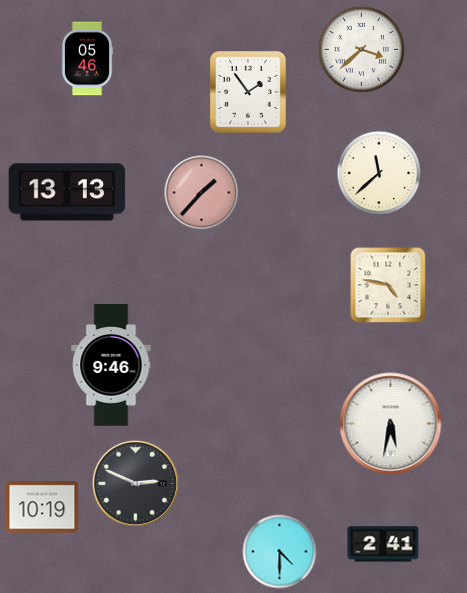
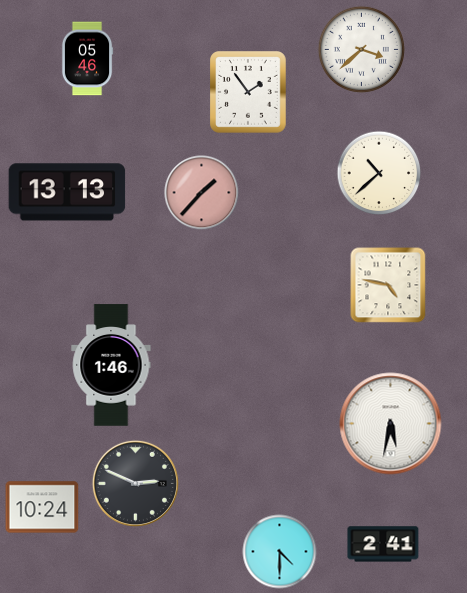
clock at (379, 173): 11:38 -> 10:38
clock at (111, 365): 9:46 -> 1:46
clock at (42, 507): 10:19 -> 10:24
